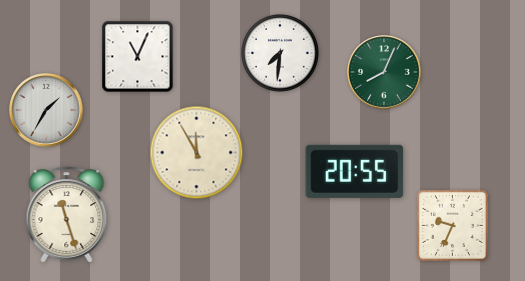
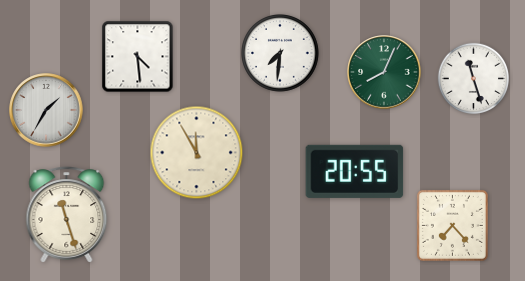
clock at (138, 57): 11:04 -> 4:29
clock at (474, 79): none -> 11:27
clock at (452, 225): 9:34 -> 7:23
